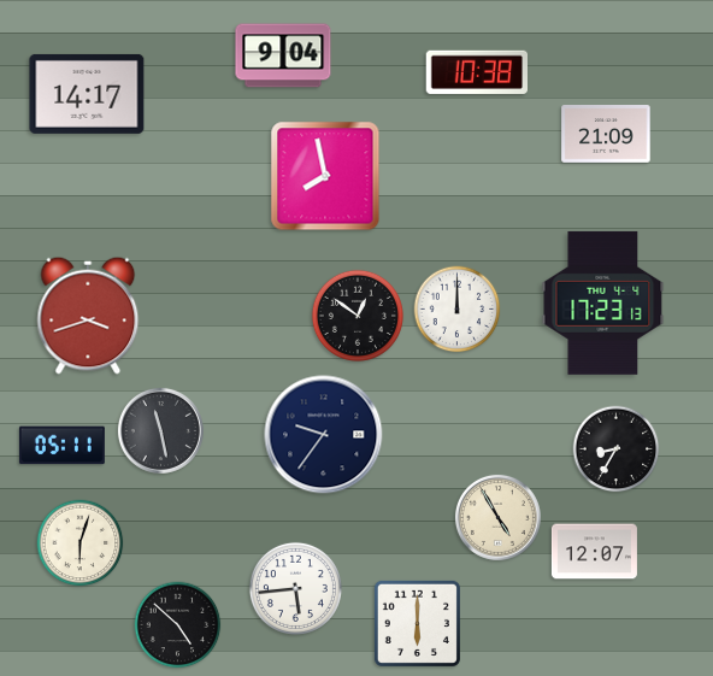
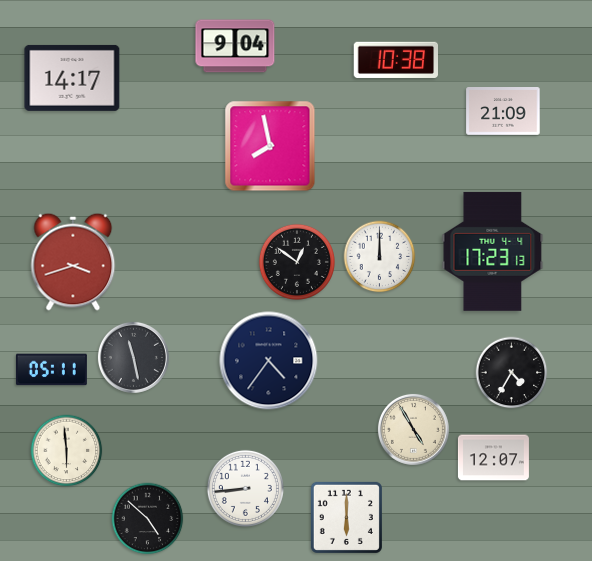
clock at (603, 302) position: (603, 302) -> (493, 251)
clock at (324, 435): 9:36 -> 4:36
clock at (617, 449): 8:35 -> 4:35
clock at (81, 543): 6:03 -> 5:59
clock at (295, 588): 5:44 -> 8:44
